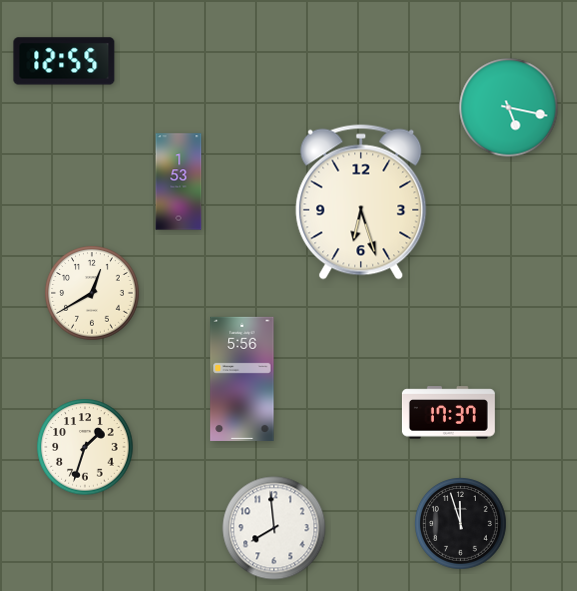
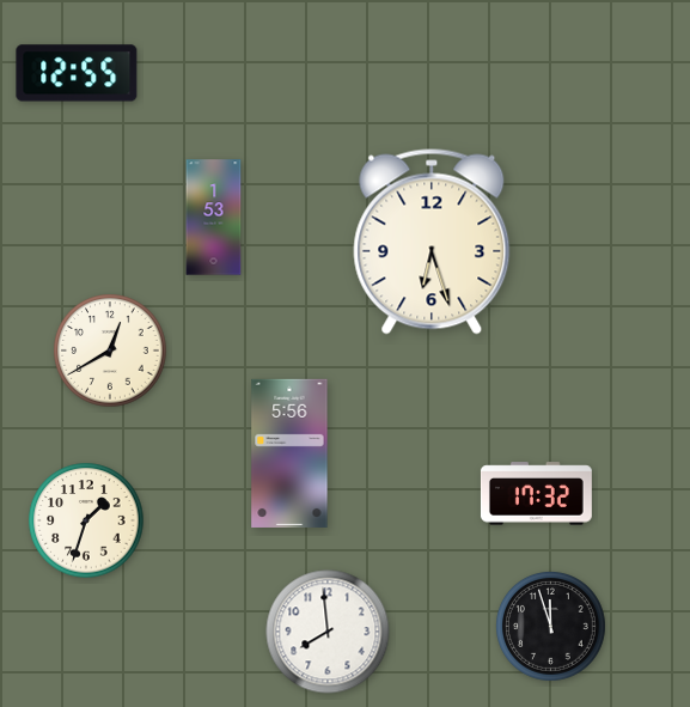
clock at (509, 108): 5:17 -> none
clock at (448, 413): 17:37 -> 17:32
clock at (85, 447) position: (85, 447) -> (86, 520)
